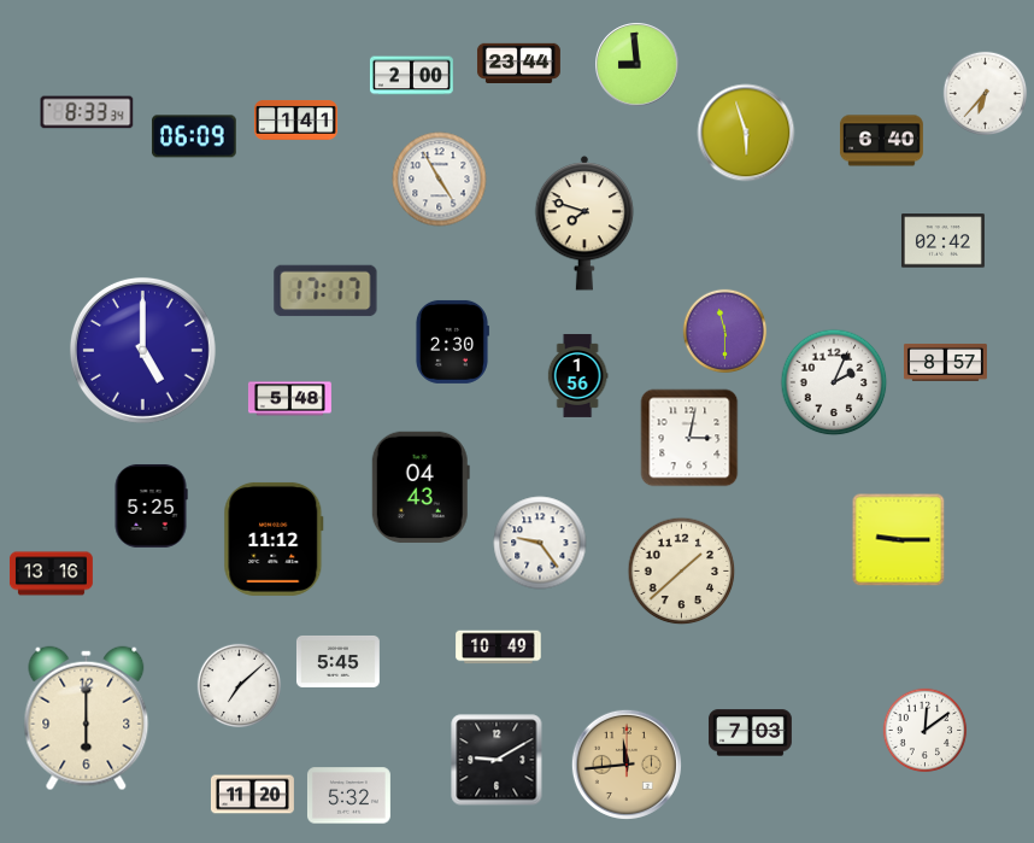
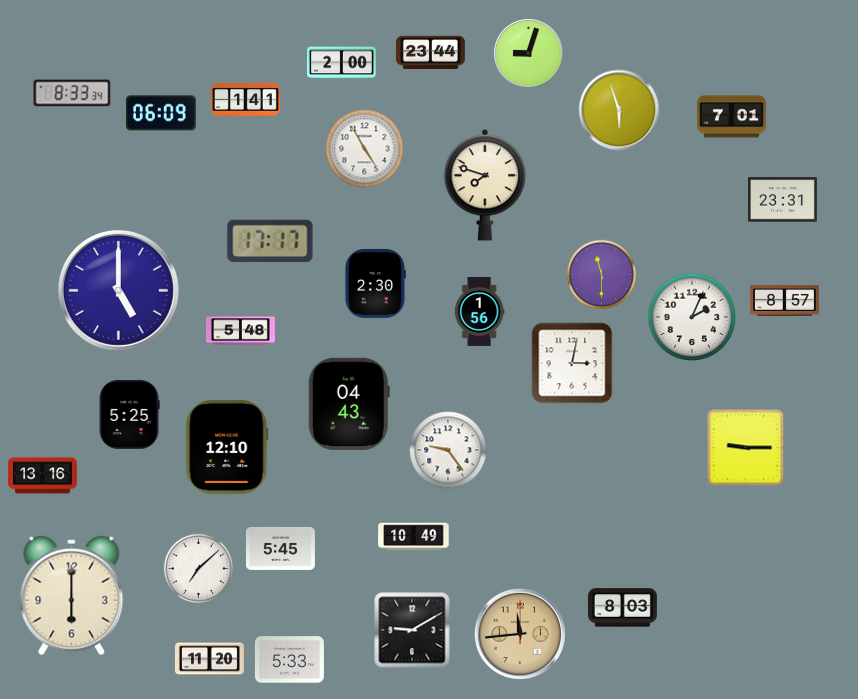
clock at (638, 65): 8:59 -> 9:03
clock at (986, 94): 6:37 -> none
clock at (881, 141): 6:40 -> 7:01
clock at (942, 241): 02:42 -> 23:31
clock at (151, 505) position: (151, 505) -> (129, 414)
clock at (274, 539): 11:12 -> 12:10
clock at (682, 572): 1:38 -> none
clock at (926, 731): 12:09 -> none
clock at (750, 733): 7:03 -> 8:03
clock at (348, 796): 5:32 -> 5:33
